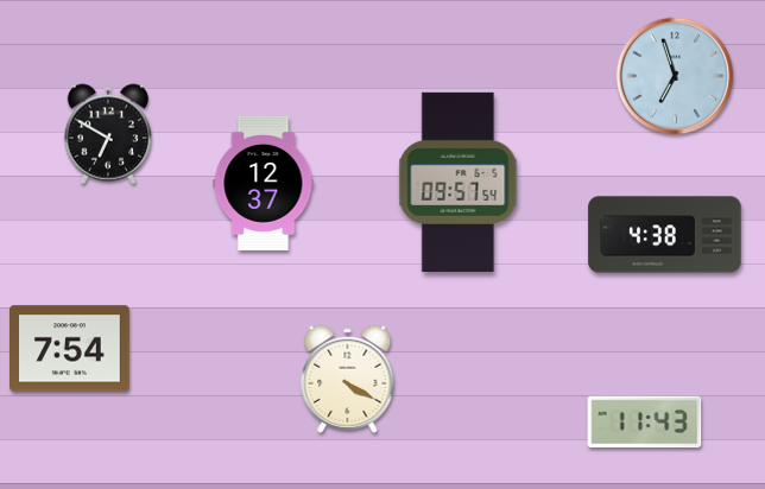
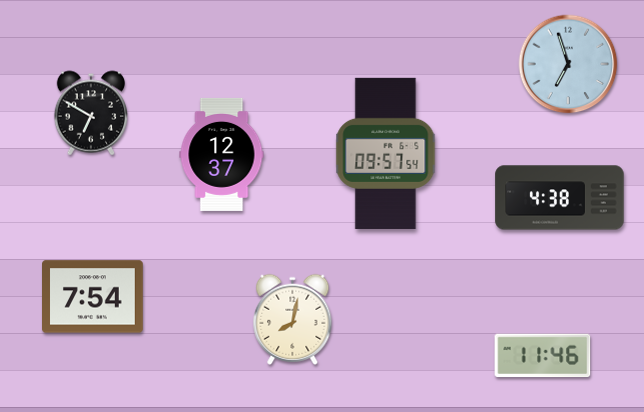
clock at (70, 349) position: (70, 349) -> (93, 297)
clock at (348, 379): 4:20 -> 8:02
clock at (645, 423): 11:43 -> 11:46
